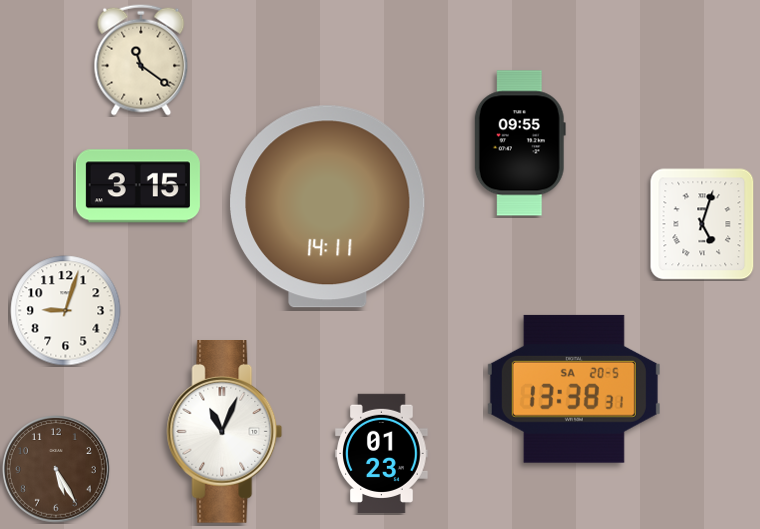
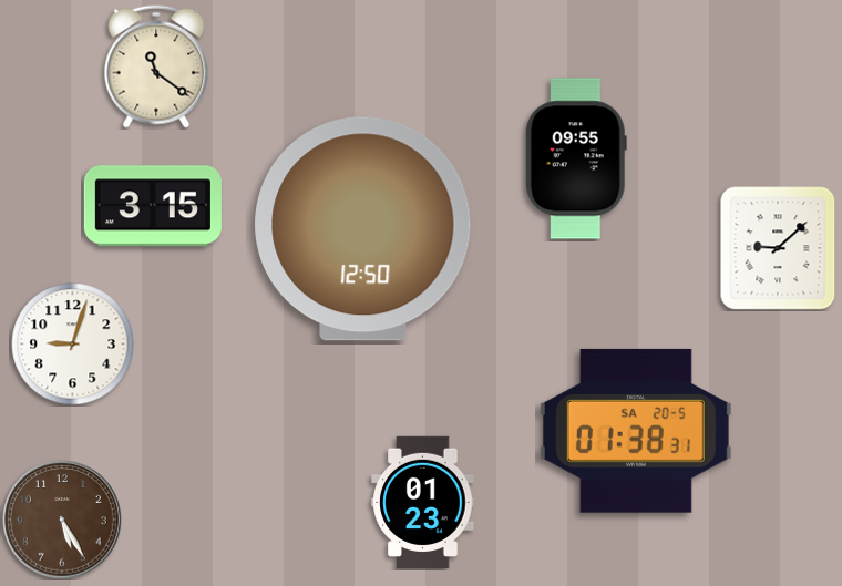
clock at (328, 207): 14:11 -> 12:50
clock at (702, 224): 5:03 -> 9:08
clock at (574, 389): 13:38 -> 01:38
clock at (225, 432): 11:04 -> none
